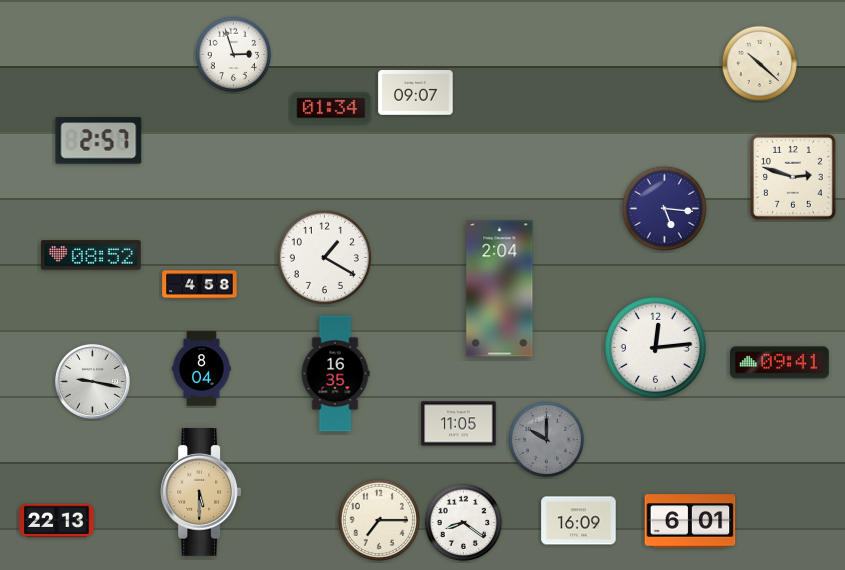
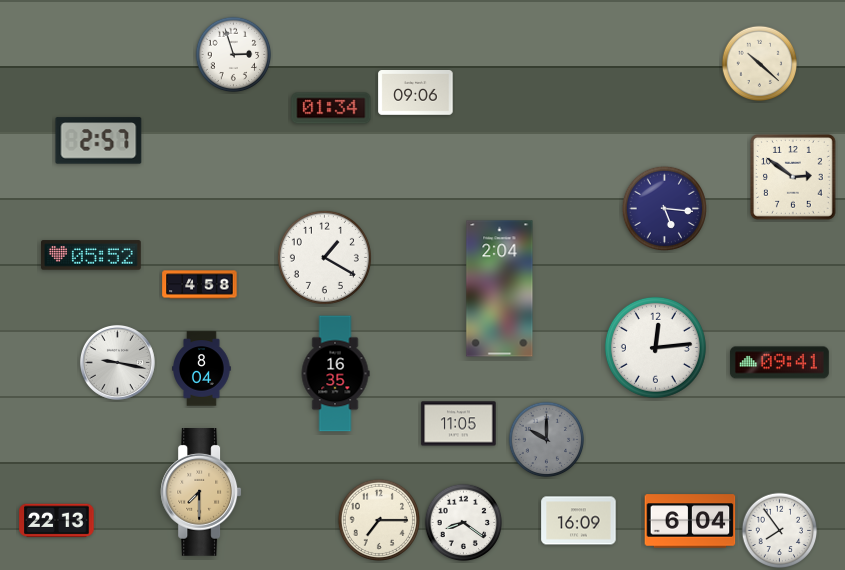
clock at (416, 93): 09:07 -> 09:06
clock at (794, 178): 2:48 -> 2:51
clock at (92, 255): 08:52 -> 05:52
clock at (92, 381) position: (92, 381) -> (117, 362)
clock at (201, 493): 5:30 -> 7:30
clock at (690, 521): 6:01 -> 6:04
clock at (780, 531): none -> 7:54
